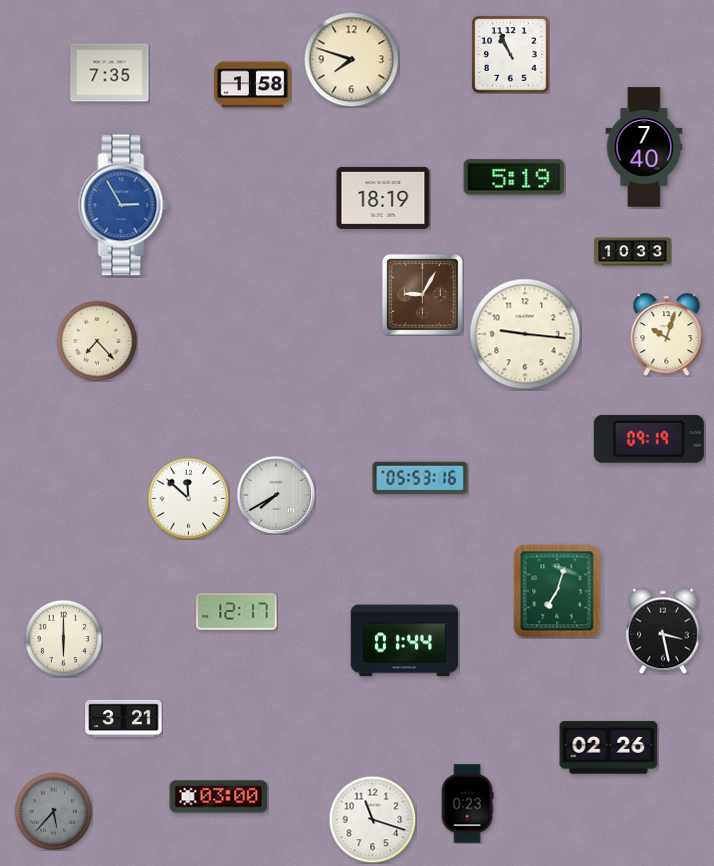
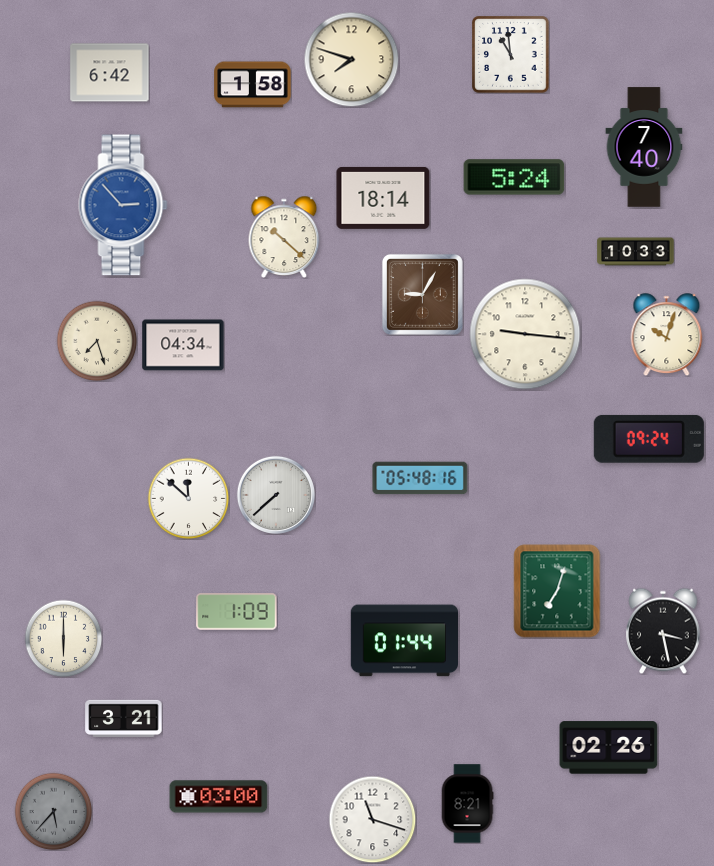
clock at (511, 55): 10:56 -> 10:59
clock at (110, 73): 7:35 -> 6:42
clock at (514, 177): 5:19 -> 5:24
clock at (383, 198): 18:19 -> 18:14
clock at (123, 205): 2:55 -> 2:53
clock at (284, 237): none -> 10:22
clock at (633, 252) position: (633, 252) -> (636, 252)
clock at (97, 341): 7:23 -> 7:27
clock at (183, 345): none -> 04:34
clock at (649, 439): 09:19 -> 09:24
clock at (420, 478): 05:53 -> 05:48
clock at (276, 495): 7:40 -> 7:38
clock at (237, 612): 12:17 -> 1:09
clock at (467, 804): 0:23 -> 8:21
